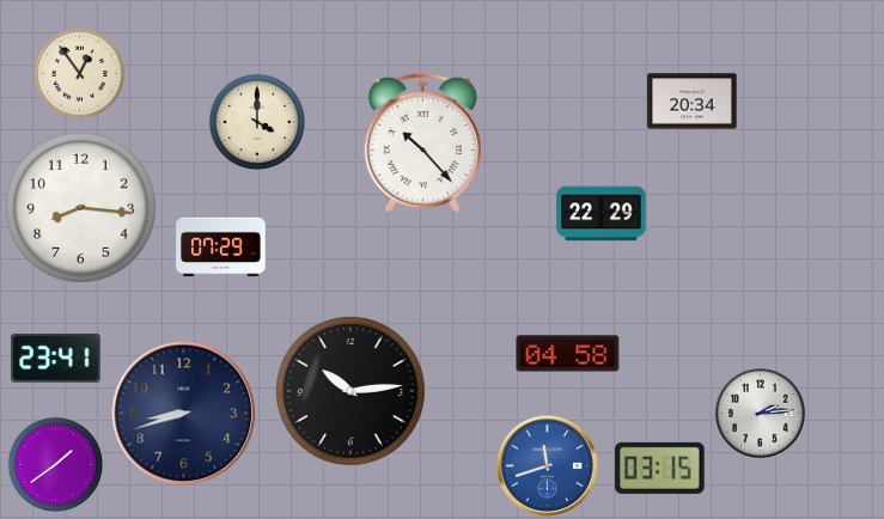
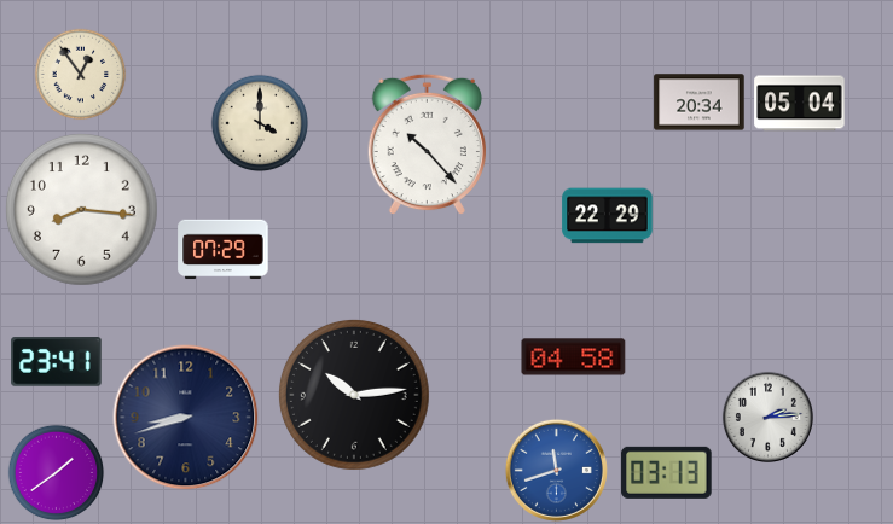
clock at (800, 104): none -> 05:04
clock at (56, 465) position: (56, 465) -> (57, 473)
clock at (547, 465) position: (547, 465) -> (556, 470)
clock at (660, 468): 03:15 -> 03:13
